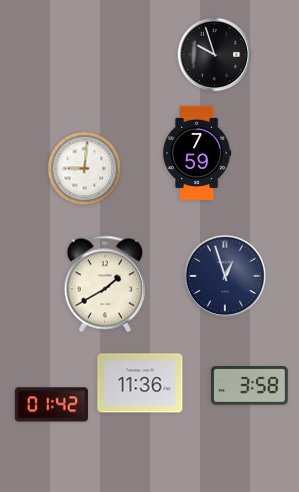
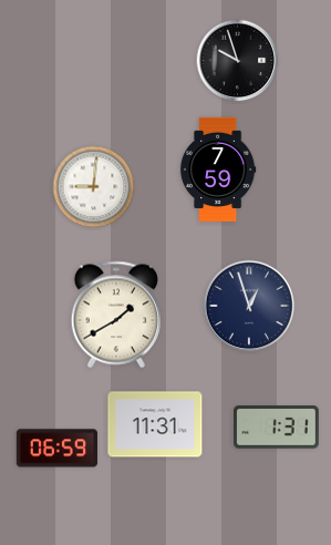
clock at (140, 383): 11:36 -> 11:31
clock at (250, 386): 3:58 -> 1:31
clock at (51, 405): 01:42 -> 06:59
